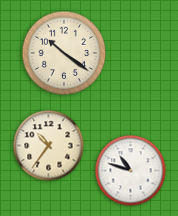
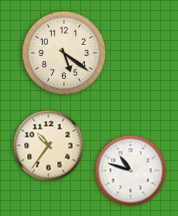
clock at (64, 53): 10:21 -> 5:21
